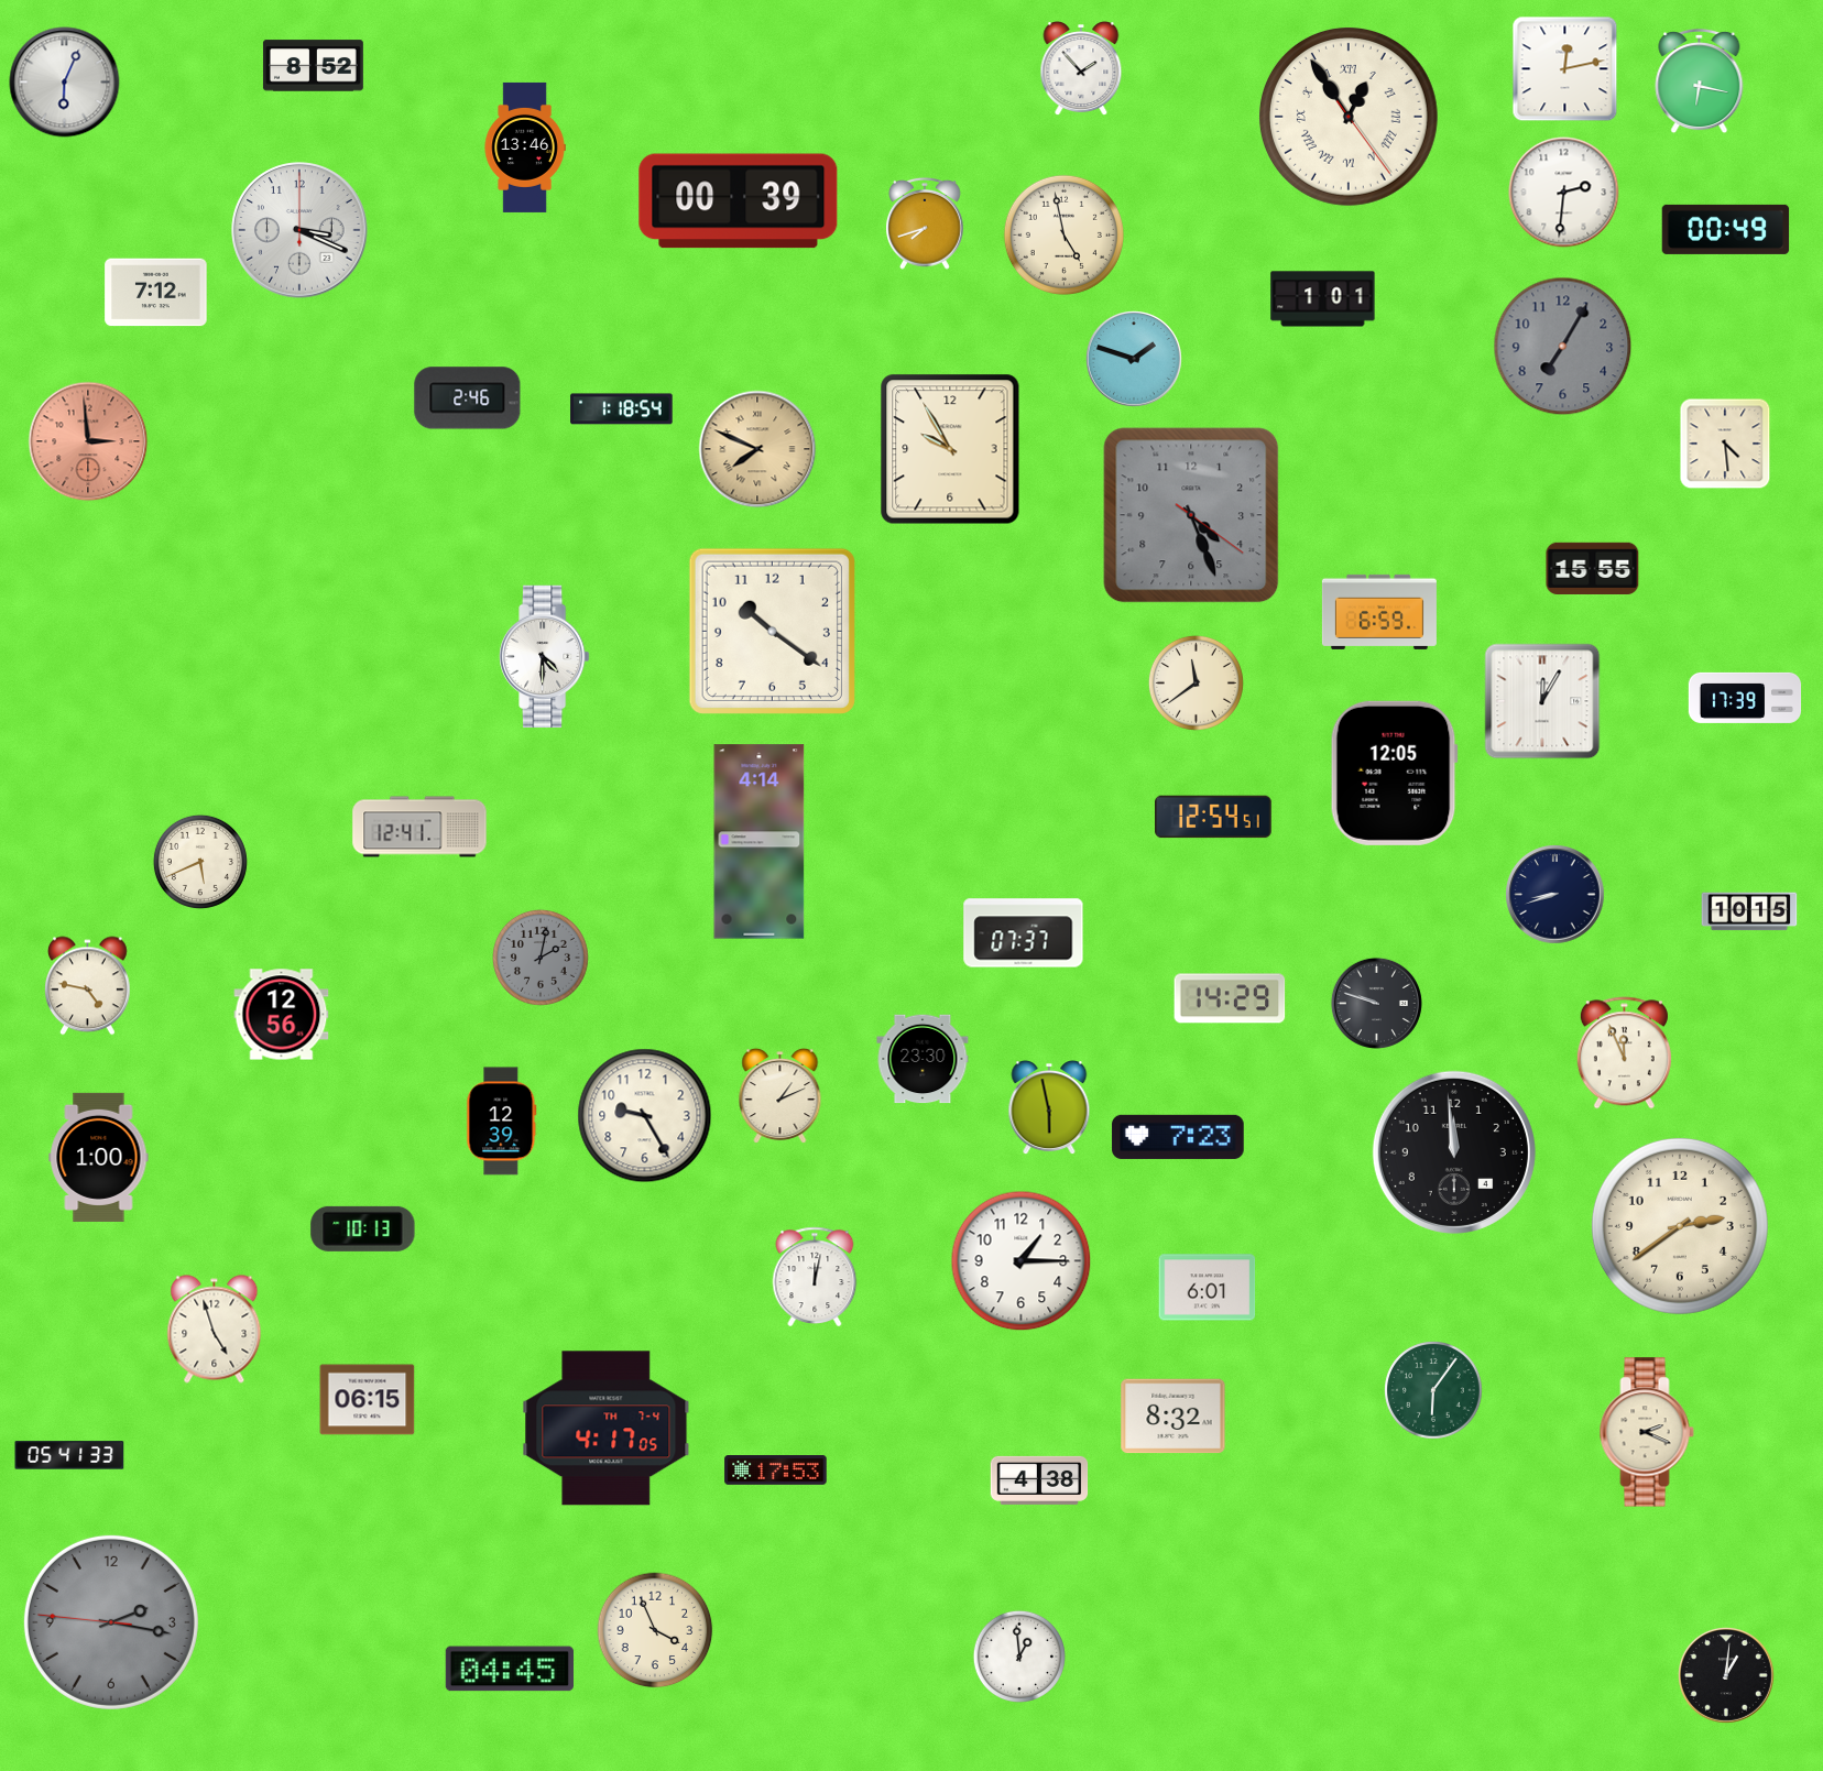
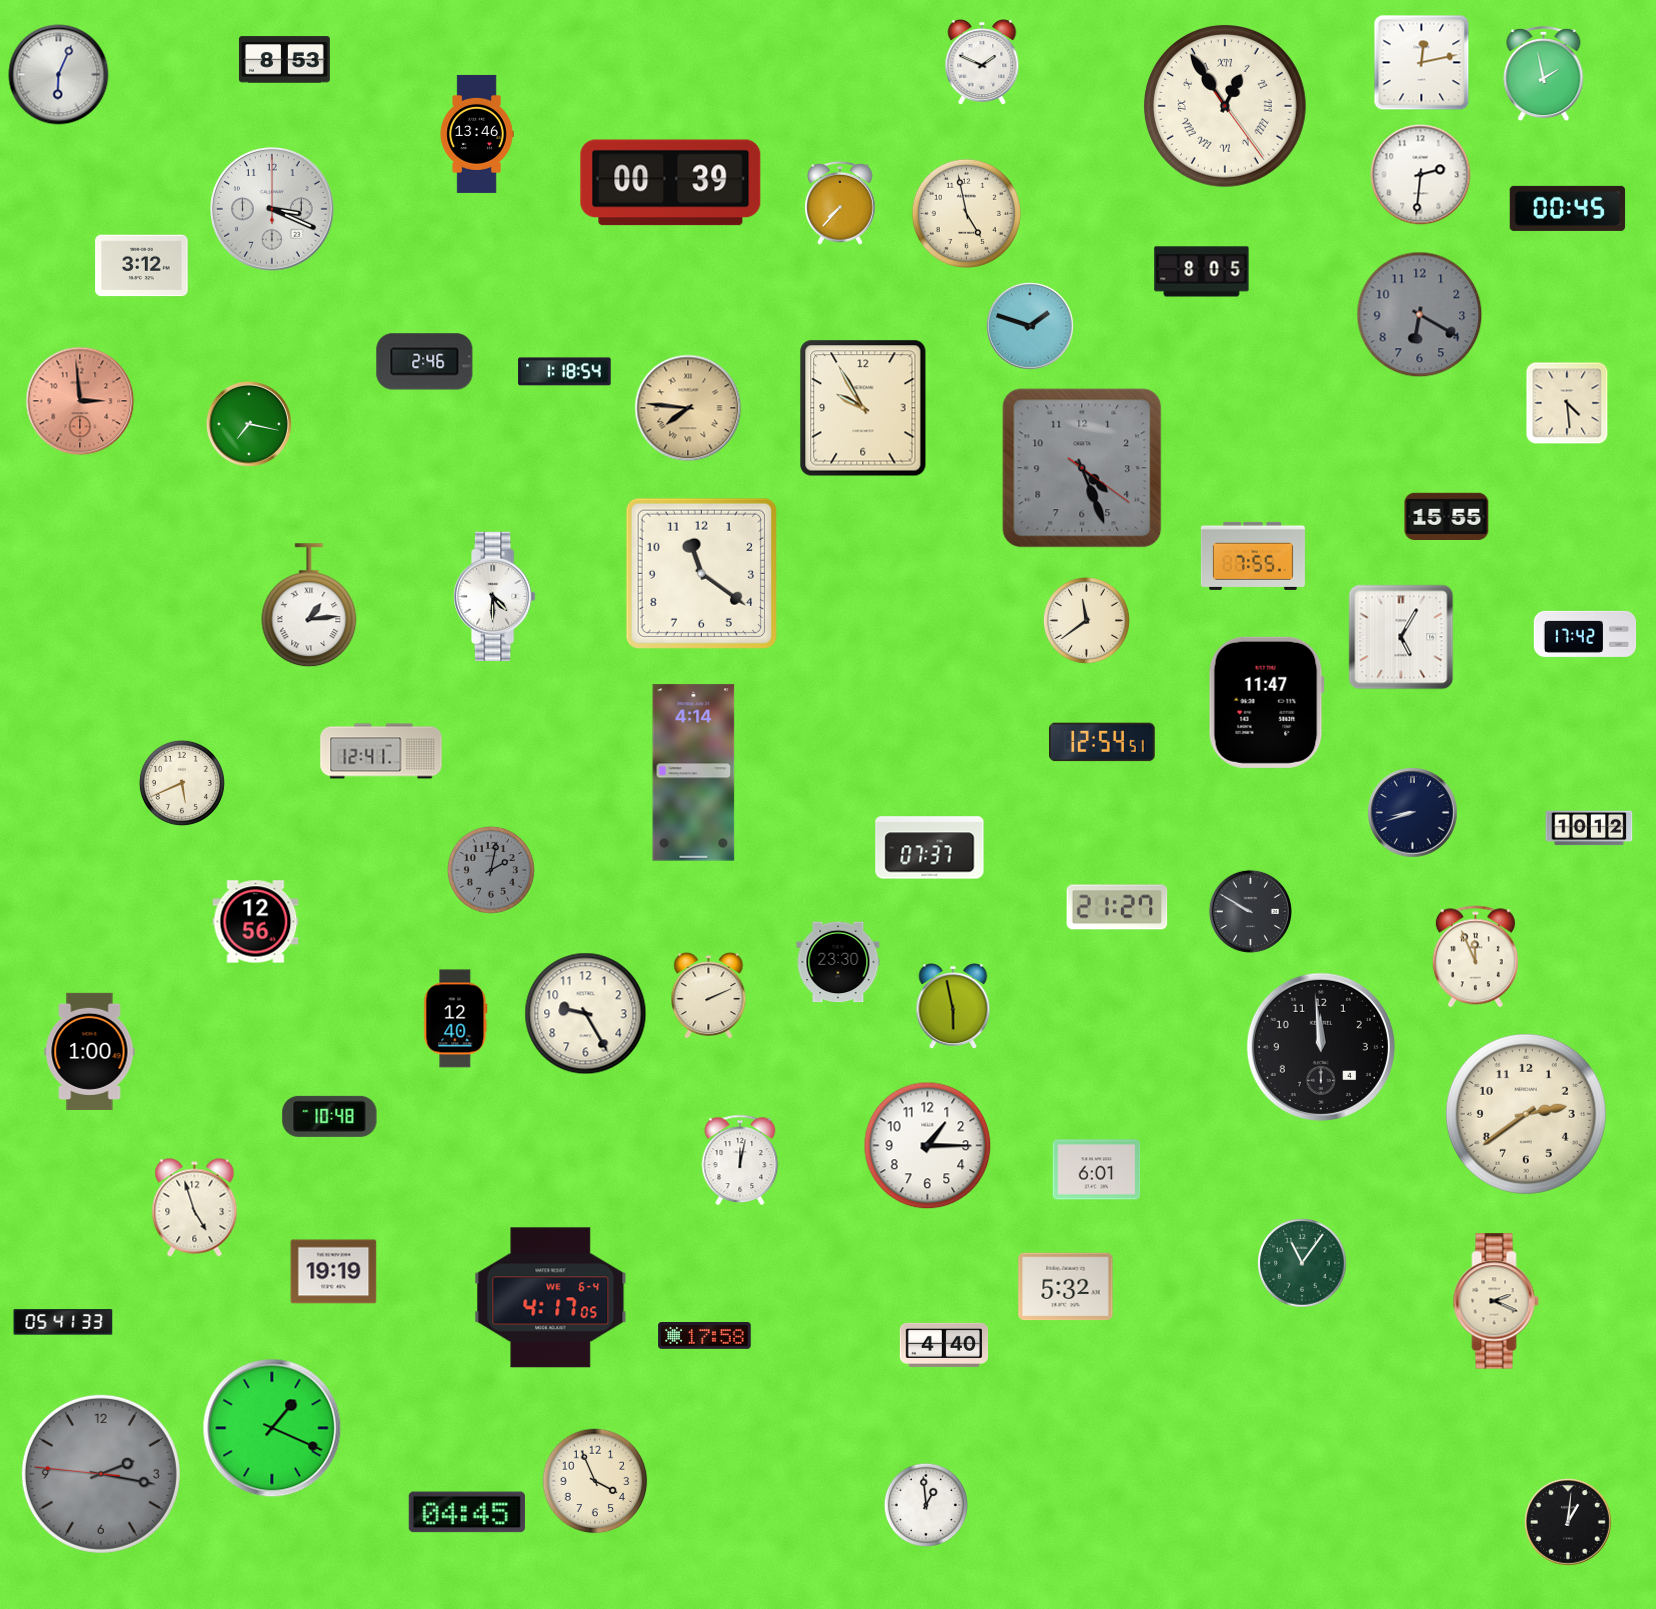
clock at (313, 66): 8:52 -> 8:53
clock at (1081, 69): 1:53 -> 1:49
clock at (1700, 81): 6:17 -> 1:58
clock at (926, 223): 7:42 -> 7:37
clock at (1726, 229): 00:49 -> 00:45
clock at (156, 293): 7:12 -> 3:12
clock at (1323, 299): 1:01 -> 8:05
clock at (1563, 347): 7:05 -> 6:20
clock at (757, 449): 7:49 -> 7:46
clock at (249, 424): none -> 7:17
clock at (1379, 612): 6:59 -> 7:55
clock at (772, 631): 10:21 -> 11:21
clock at (309, 606): none -> 1:14
clock at (1745, 698): 17:39 -> 17:42
clock at (1542, 701): 12:05 -> 5:05
clock at (1394, 773): 12:05 -> 11:47
clock at (760, 842) position: (760, 842) -> (694, 773)
clock at (1749, 911): 10:15 -> 10:12
clock at (88, 986): 4:47 -> none
clock at (1230, 998): 14:29 -> 21:27
clock at (1376, 1003): 9:48 -> 9:50
clock at (780, 1096): 1:11 -> 2:11
clock at (502, 1122): 12:39 -> 12:40
clock at (1178, 1137): 7:23 -> none
clock at (363, 1228): 10:13 -> 10:48
clock at (1433, 1390): 6:06 -> 11:06
clock at (368, 1400): 06:15 -> 19:19
clock at (1174, 1417): 8:32 -> 5:32
clock at (607, 1429) date: TH 7-4 -> WE 6-4
clock at (776, 1471): 17:53 -> 17:58
clock at (1039, 1480): 4:38 -> 4:40
clock at (272, 1428): none -> 1:19
clock at (510, 1669) position: (510, 1669) -> (467, 1512)
